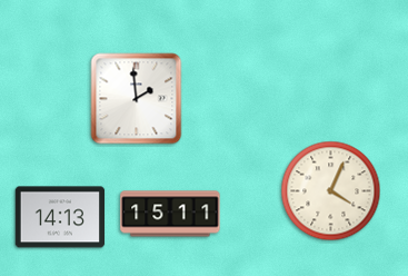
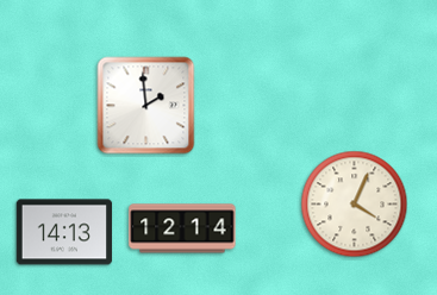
clock at (170, 214): 15:11 -> 12:14
